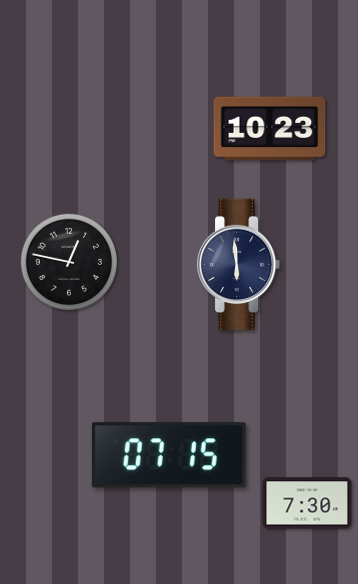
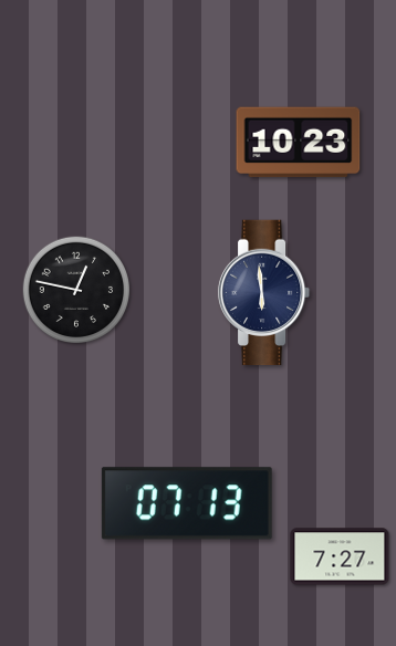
clock at (169, 455): 07:15 -> 07:13
clock at (307, 503): 7:30 -> 7:27
